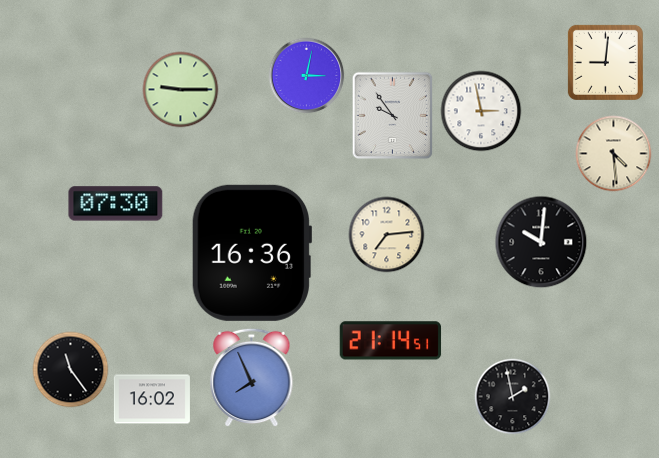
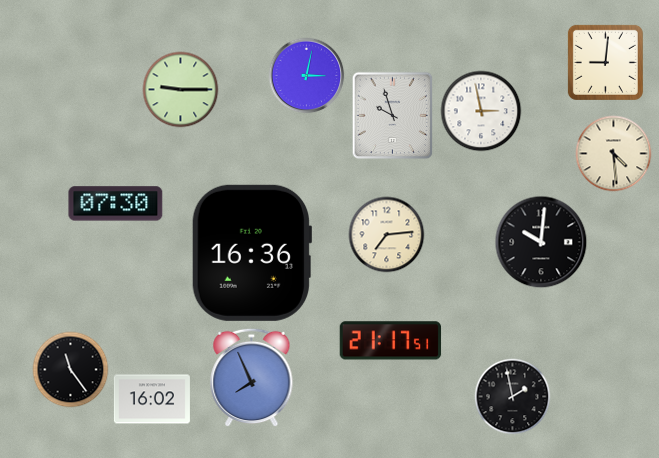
clock at (393, 116): 9:54 -> 9:57
clock at (391, 341): 21:14 -> 21:17
